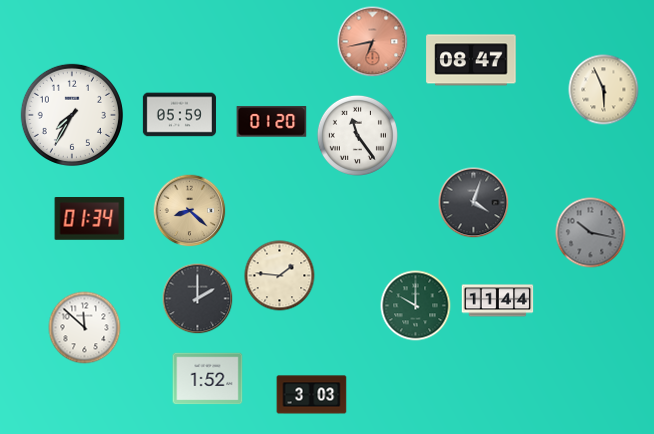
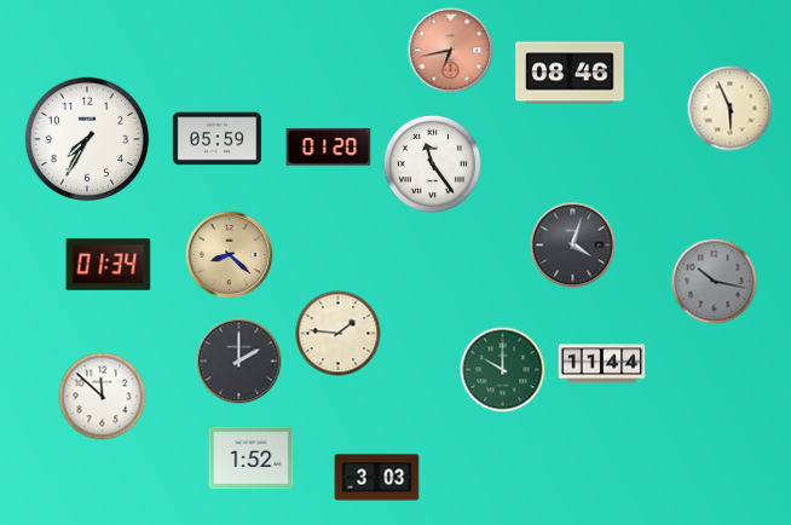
clock at (471, 60): 08:47 -> 08:46
